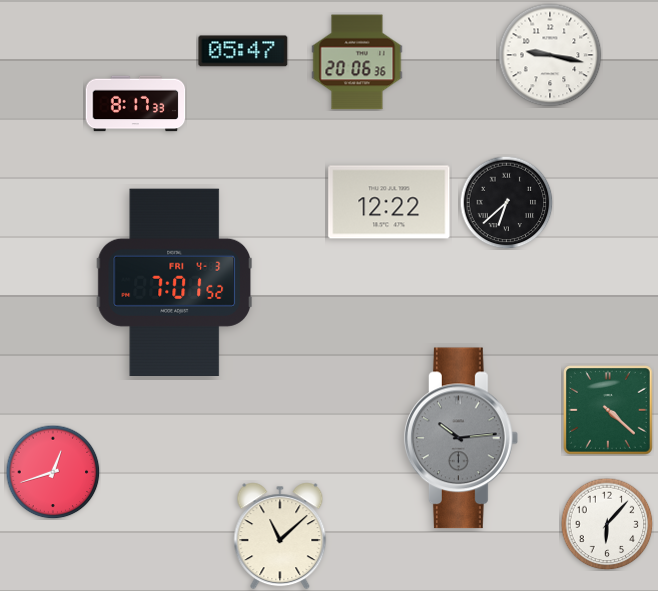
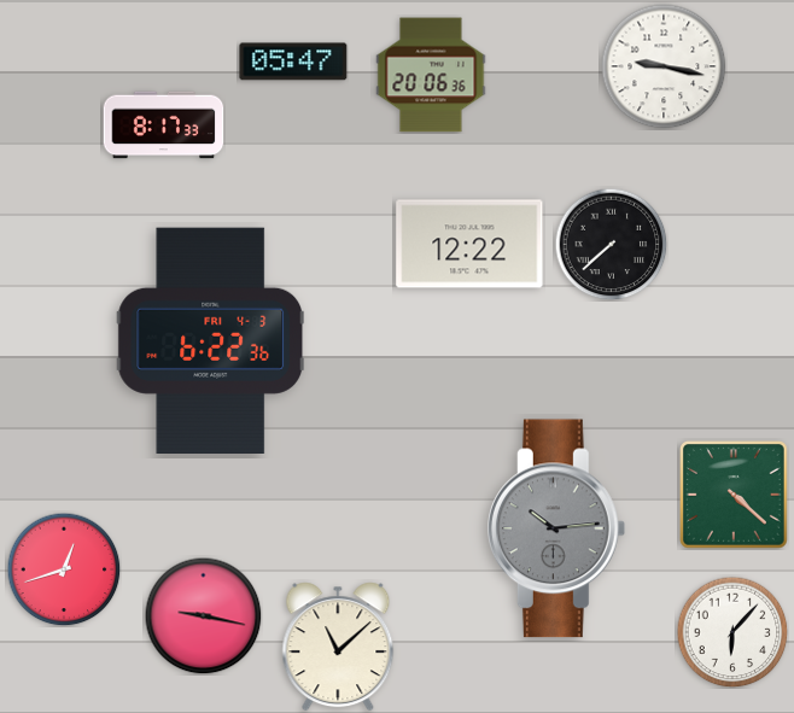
clock at (506, 202): 6:38 -> 7:38
clock at (175, 282): 7:01 -> 6:22
clock at (203, 615): none -> 9:17
